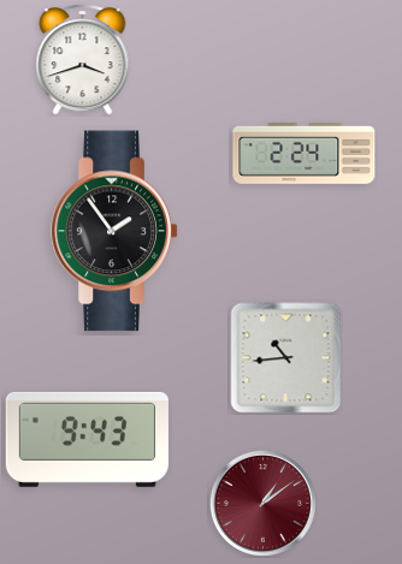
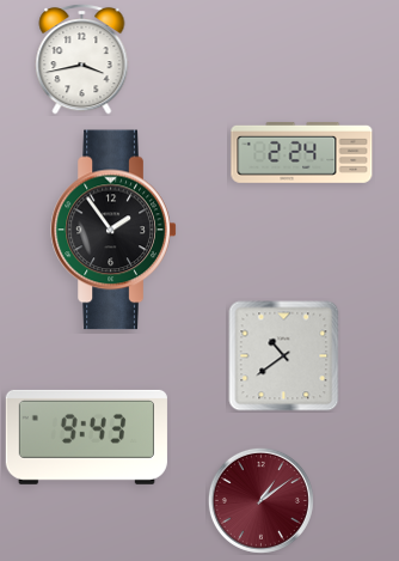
clock at (83, 59): 3:42 -> 3:43
clock at (286, 358): 10:44 -> 10:39
